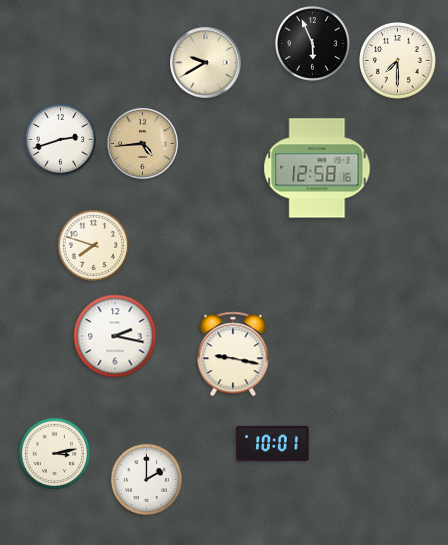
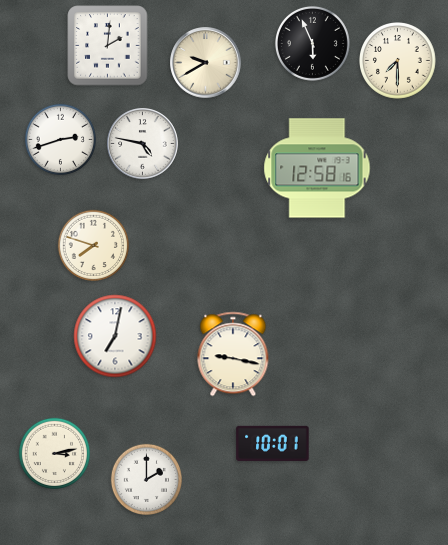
clock at (108, 46): none -> 2:01
clock at (143, 144): 4:44 -> 4:47
clock at (143, 144) dial: champagne -> white
clock at (115, 336): 2:17 -> 7:02
